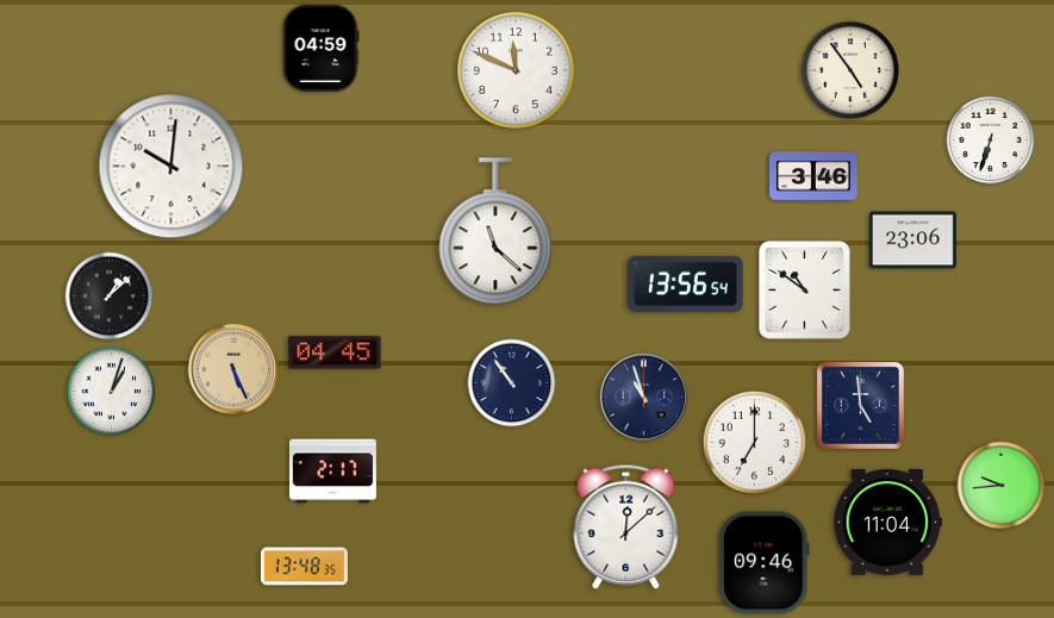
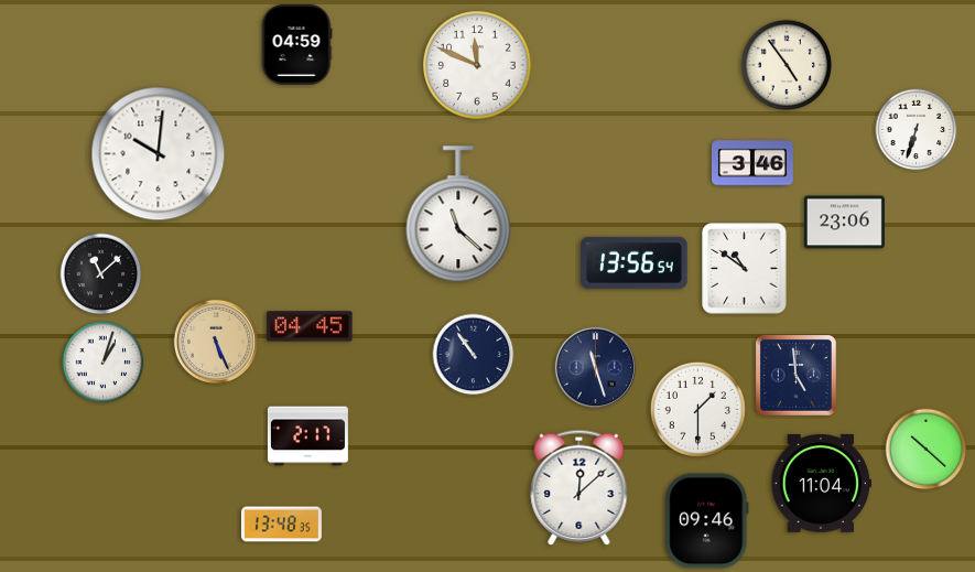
clock at (110, 296): 1:08 -> 11:08
clock at (643, 397): 10:57 -> 11:27
clock at (754, 442): 7:00 -> 1:30
clock at (1002, 486): 9:44 -> 10:22
